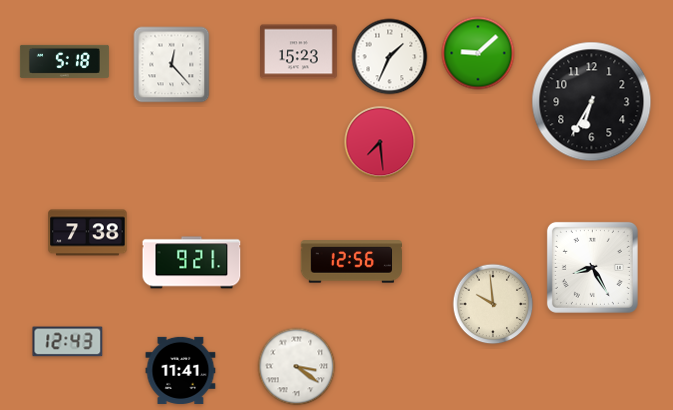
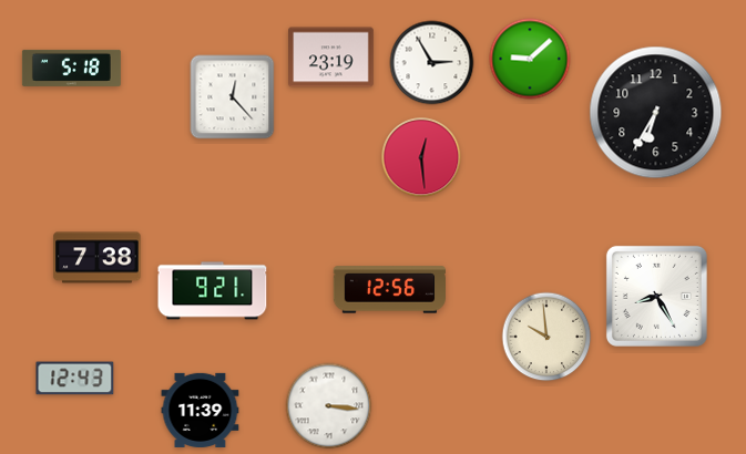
clock at (299, 52): 15:23 -> 23:19
clock at (390, 57): 1:34 -> 2:55
clock at (172, 65) position: (172, 65) -> (233, 97)
clock at (380, 142): 7:29 -> 12:29
clock at (297, 367): 3:21 -> 3:16
clock at (181, 370): 11:41 -> 11:39
